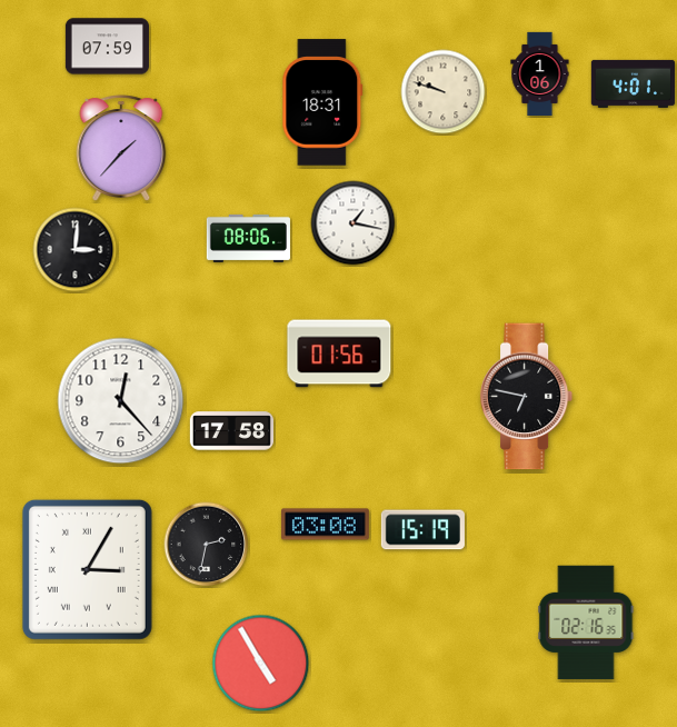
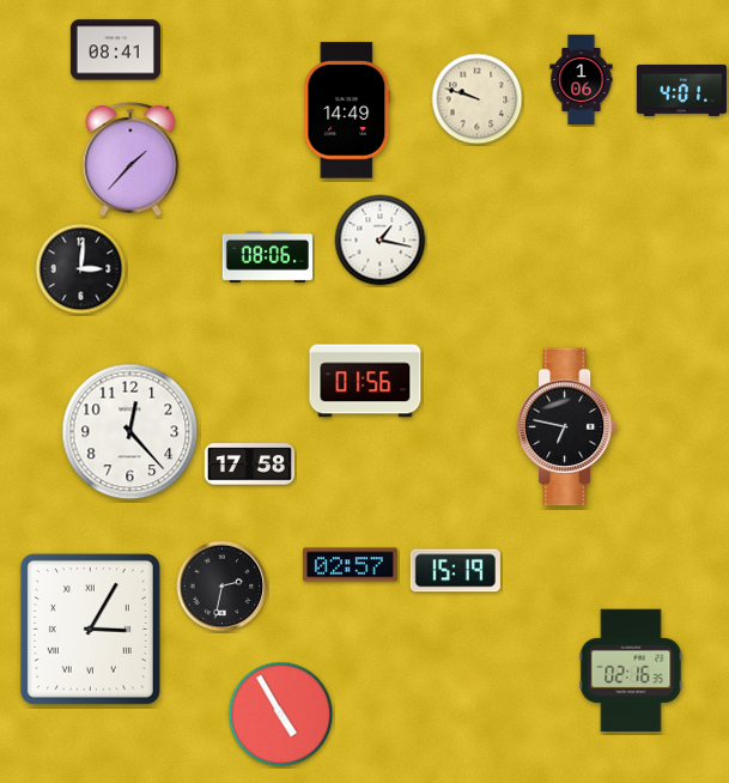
clock at (107, 47): 07:59 -> 08:41
clock at (322, 102): 18:31 -> 14:49
clock at (325, 525): 03:08 -> 02:57
clock at (87, 569) position: (87, 569) -> (90, 629)
